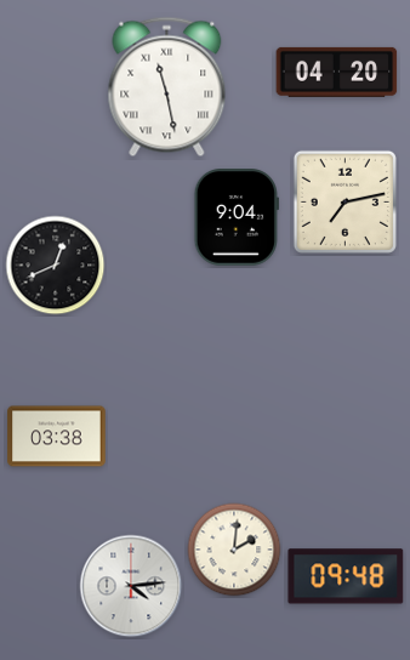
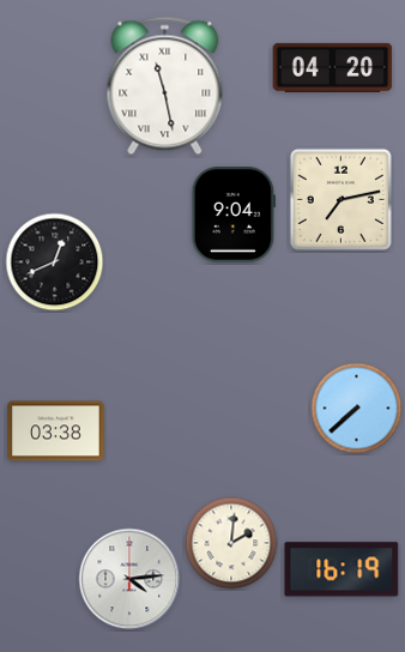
clock at (337, 72) position: (337, 72) -> (333, 67)
clock at (357, 409): none -> 7:38
clock at (346, 576): 09:48 -> 16:19
